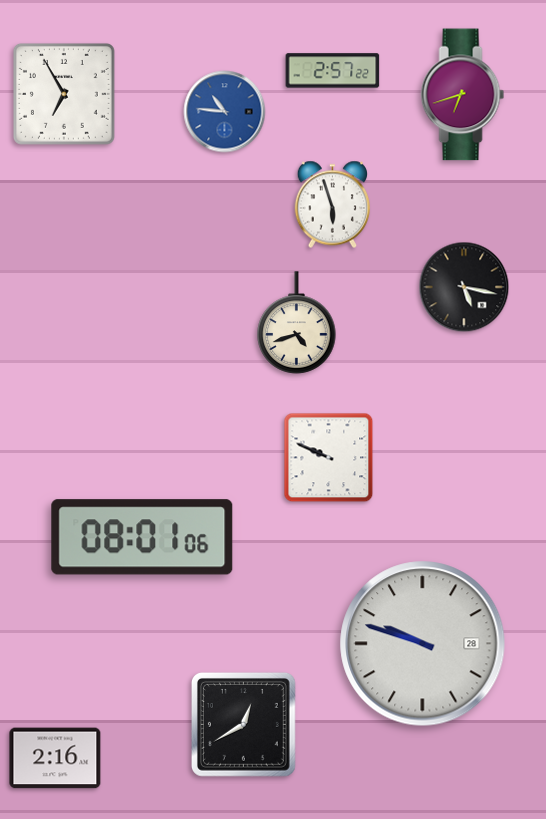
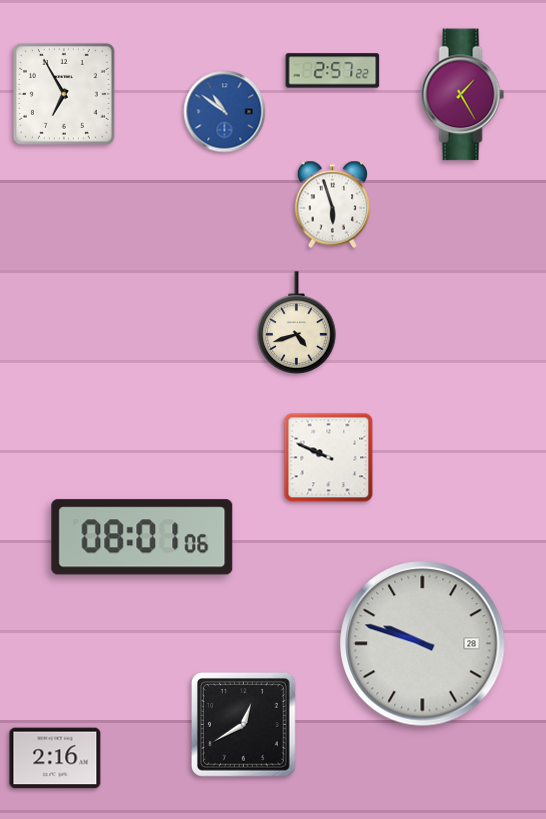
clock at (463, 95): 6:42 -> 1:25
clock at (225, 112): 10:46 -> 10:51
clock at (464, 287): 5:17 -> none
